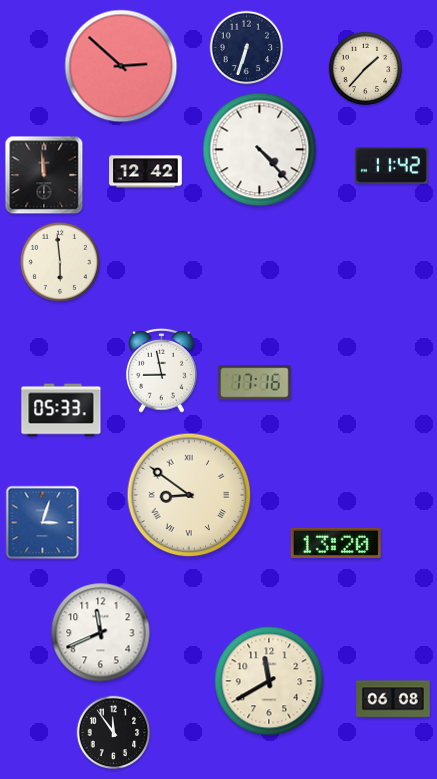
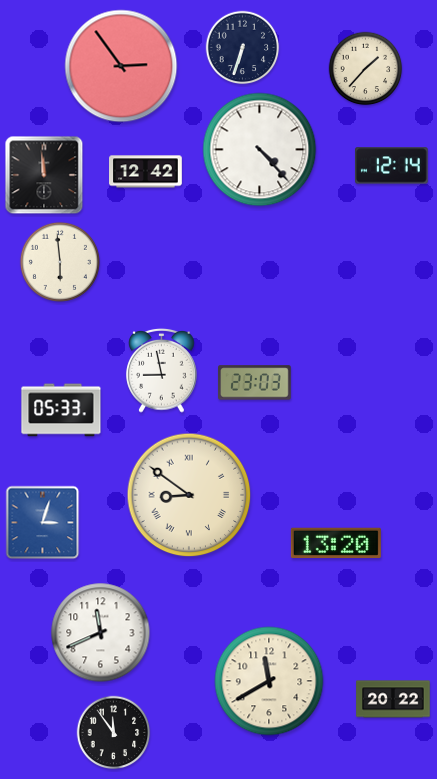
clock at (247, 48) position: (247, 48) -> (243, 48)
clock at (121, 66): 2:52 -> 2:54
clock at (392, 166): 11:42 -> 12:14
clock at (255, 383): 17:16 -> 23:03
clock at (393, 699): 06:08 -> 20:22
